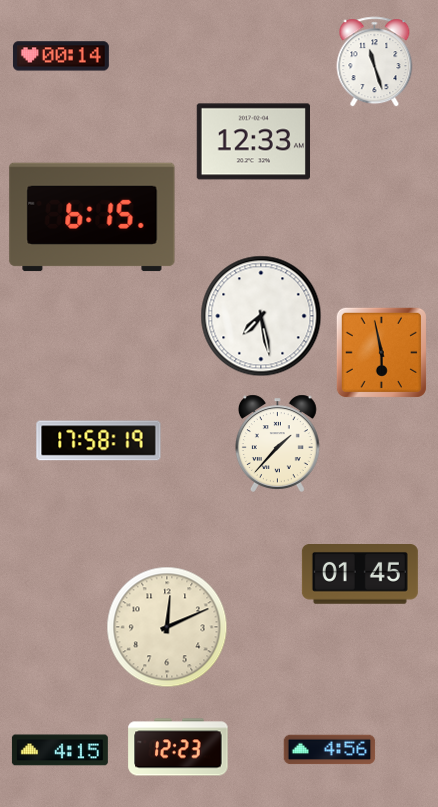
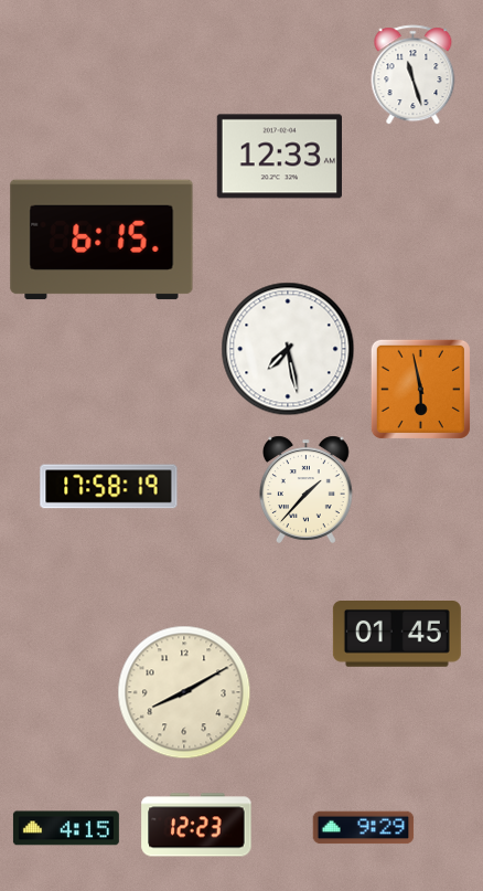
clock at (61, 56): 00:14 -> none
clock at (375, 62) position: (375, 62) -> (414, 75)
clock at (167, 627): 12:11 -> 8:10
clock at (330, 750): 4:56 -> 9:29
